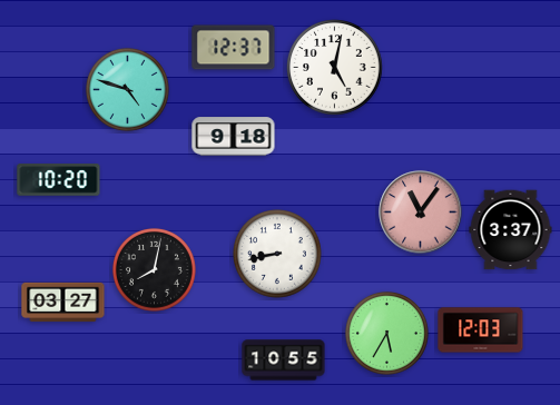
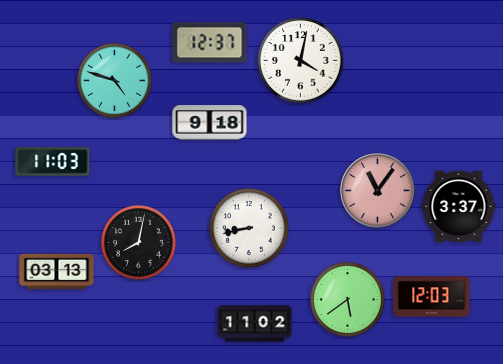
clock at (335, 68): 5:02 -> 4:02
clock at (59, 180): 10:20 -> 11:03
clock at (63, 303): 03:27 -> 03:13
clock at (386, 333): 5:35 -> 5:39
clock at (284, 360): 10:55 -> 11:02
